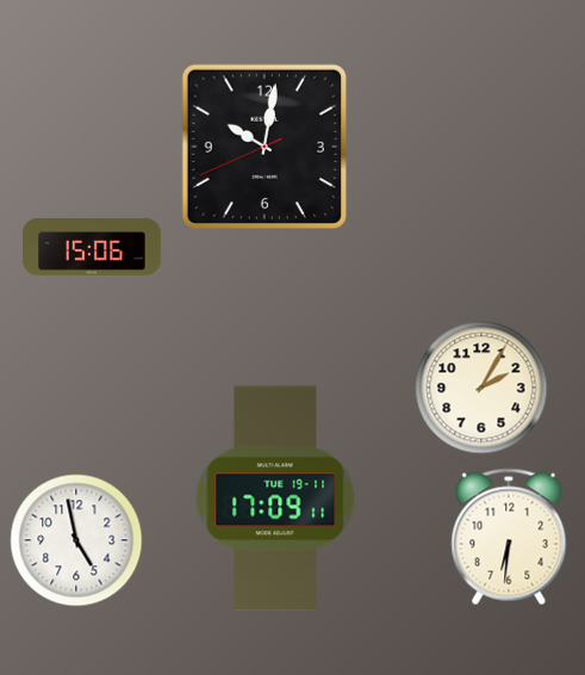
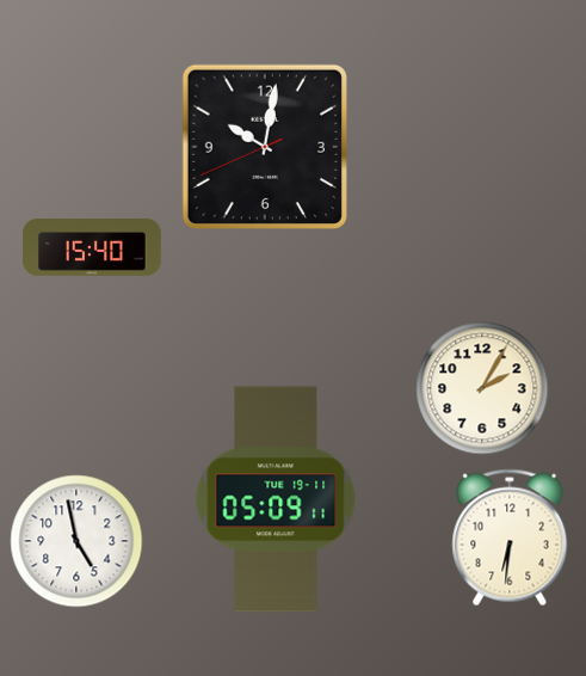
clock at (92, 248): 15:06 -> 15:40
clock at (275, 498): 17:09 -> 05:09
